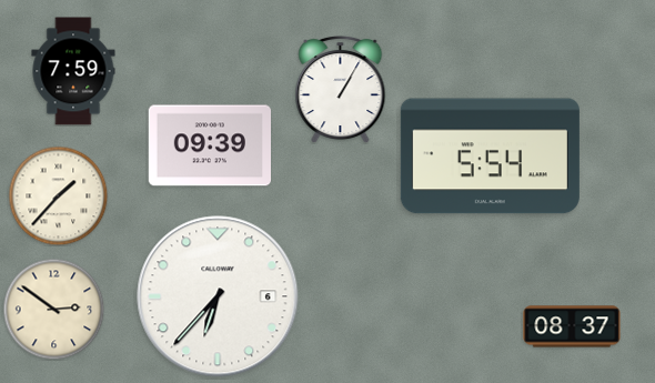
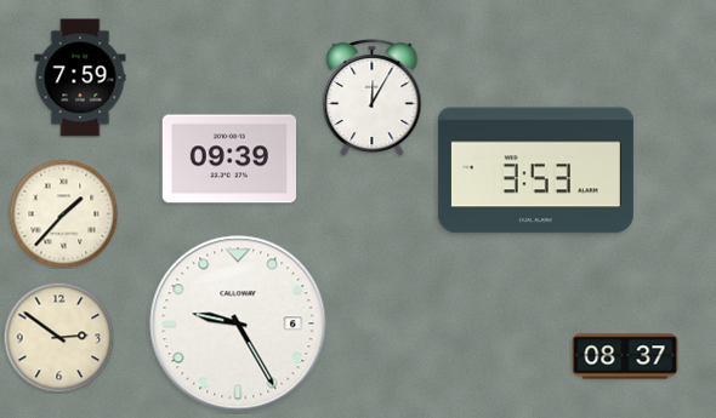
clock at (341, 89): 1:05 -> 12:05
clock at (490, 157): 5:54 -> 3:53
clock at (218, 296): 6:37 -> 9:25
